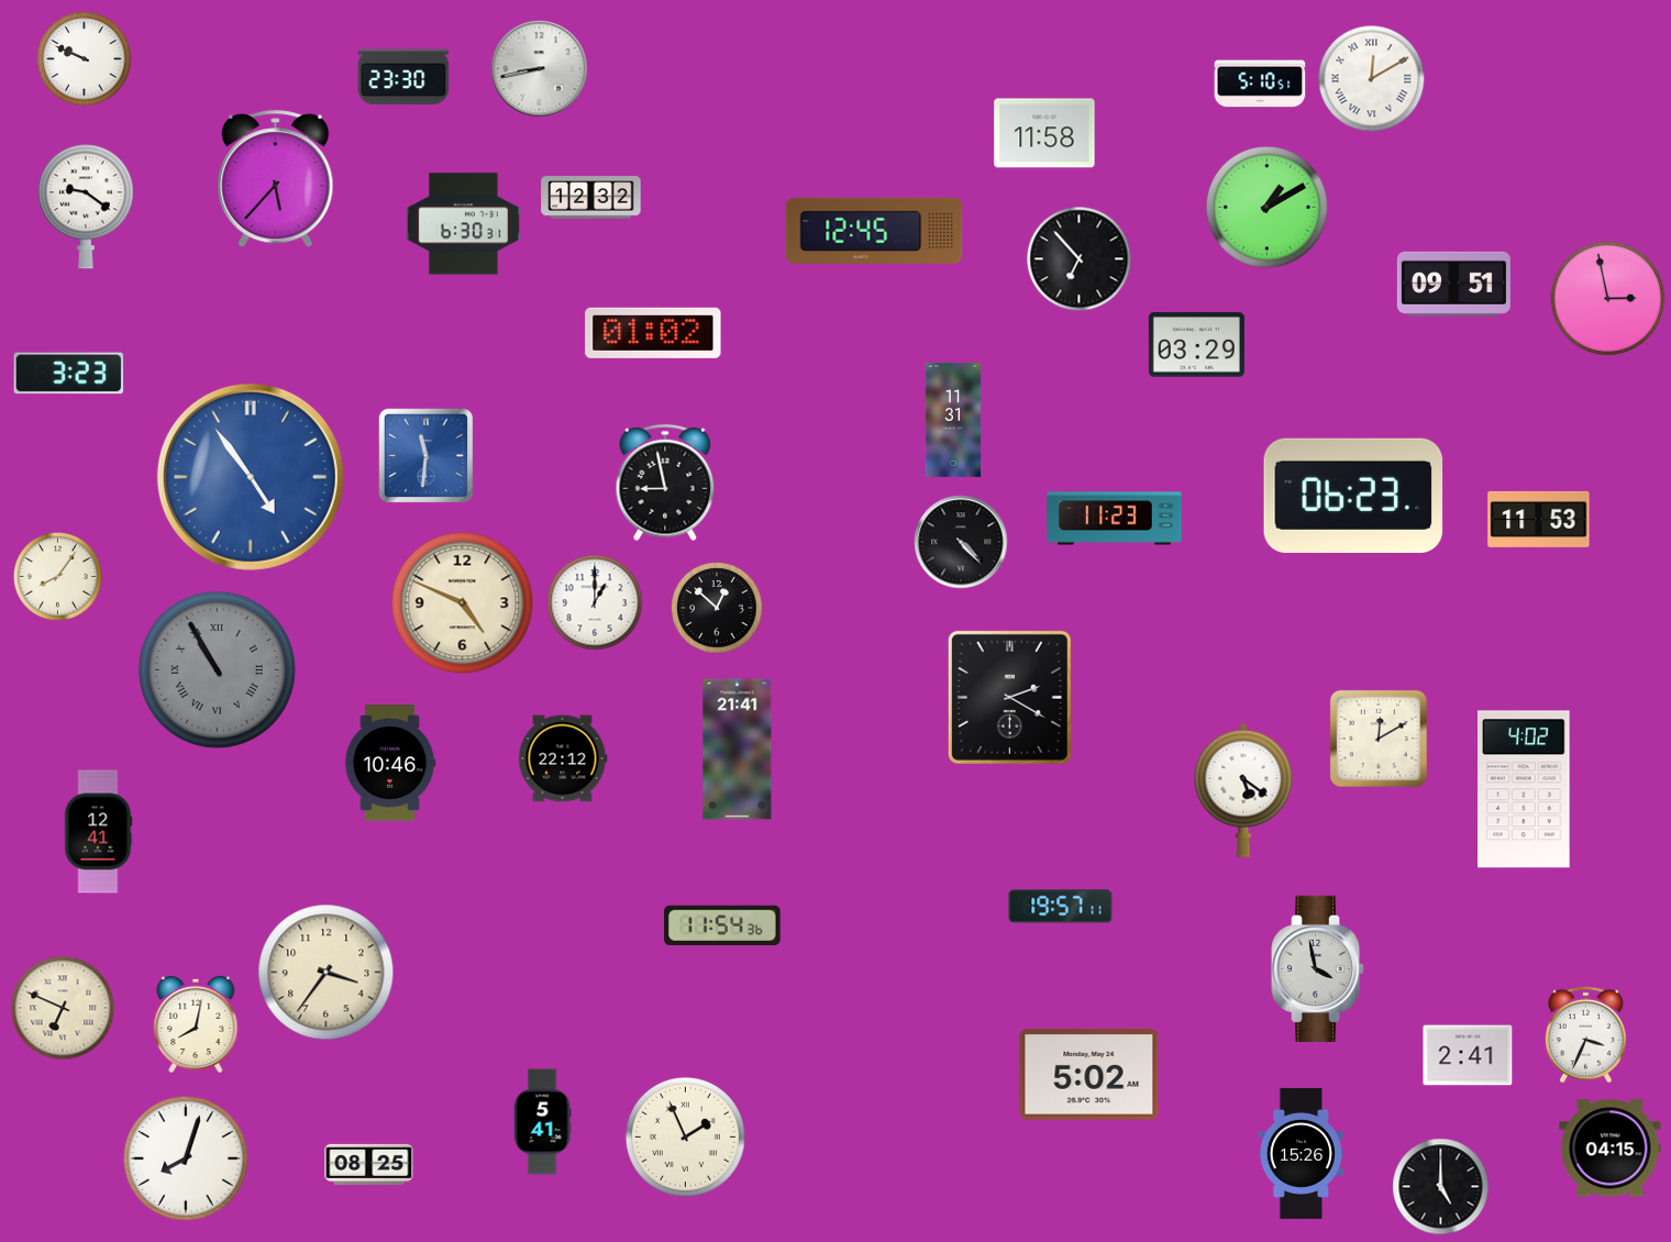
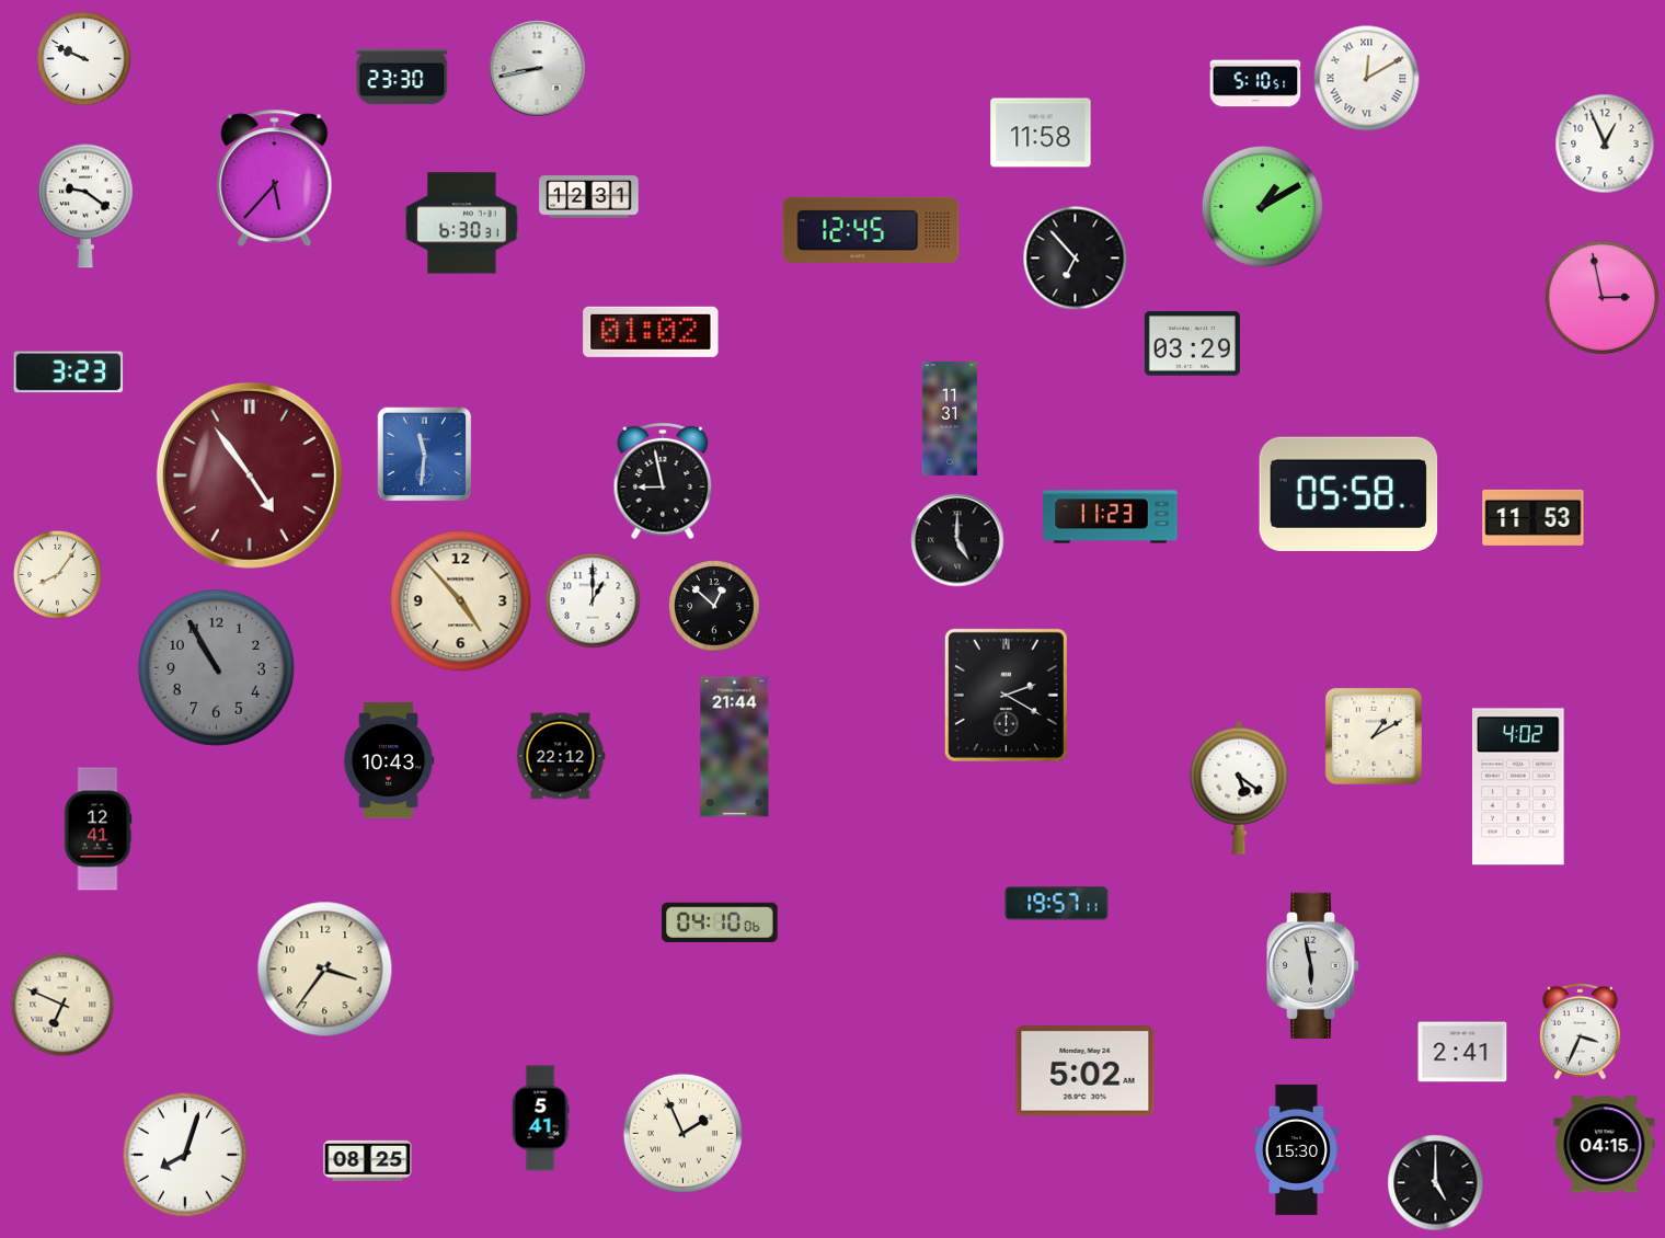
clock at (1605, 144): none -> 12:56
clock at (591, 198): 12:32 -> 12:31
clock at (1453, 284): 09:51 -> none
clock at (251, 477) dial: blue -> burgundy
clock at (1353, 495): 06:23 -> 05:58
clock at (961, 542): 4:23 -> 5:00
clock at (463, 603): 4:49 -> 4:53
clock at (217, 669) numerals: Roman -> Arabic
clock at (1379, 739): 12:10 -> 1:10
clock at (738, 750): 21:41 -> 21:44
clock at (390, 763): 10:46 -> 10:43
clock at (722, 924): 11:54 -> 04:10
clock at (1319, 968): 3:58 -> 5:58
clock at (196, 1024): 8:02 -> none
clock at (1301, 1153): 15:26 -> 15:30
